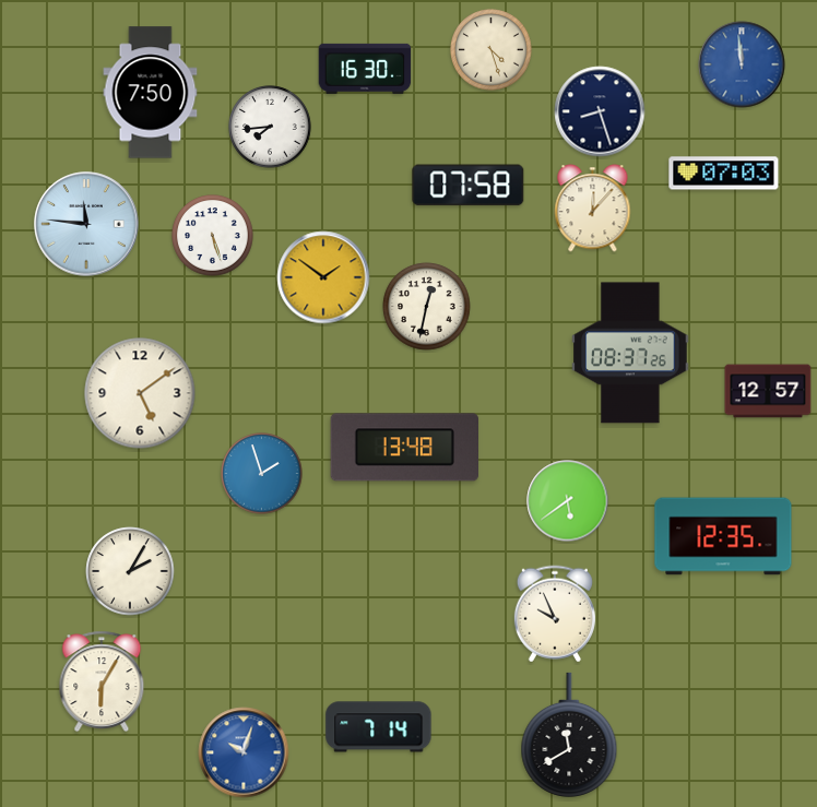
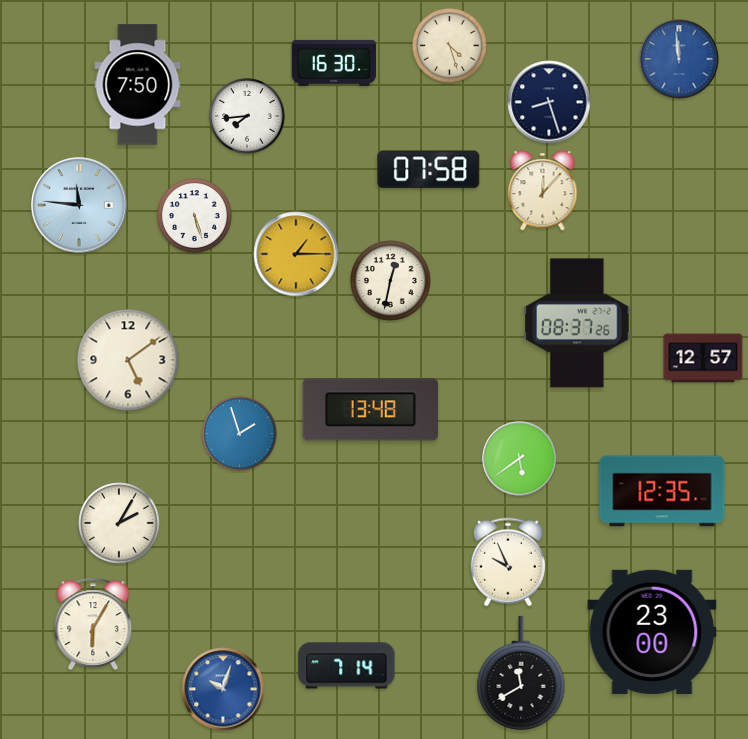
clock at (724, 174): 07:03 -> none
clock at (323, 277): 1:51 -> 1:15
clock at (652, 632): none -> 23:00
